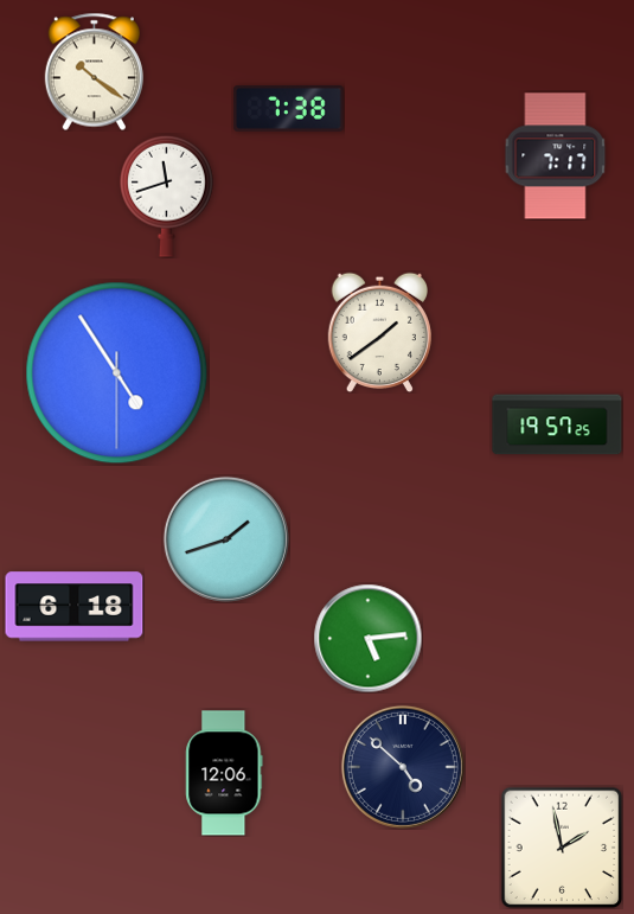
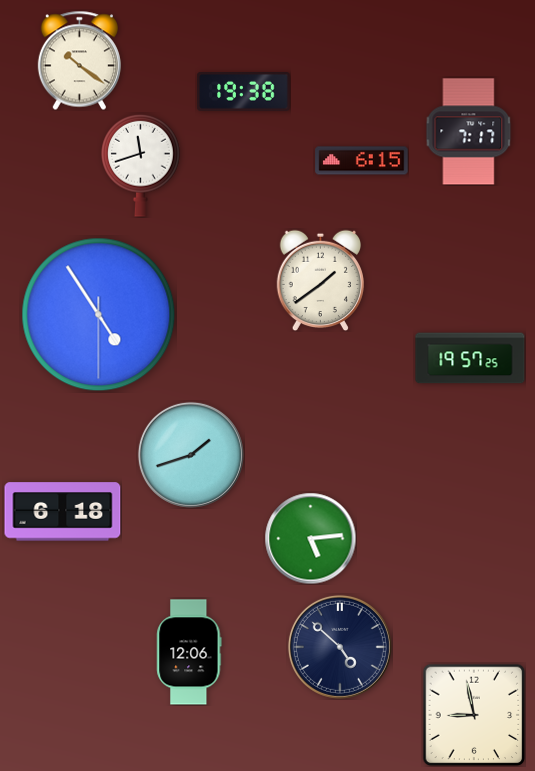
clock at (289, 109): 7:38 -> 19:38
clock at (362, 161): none -> 6:15
clock at (562, 848): 1:58 -> 8:58
